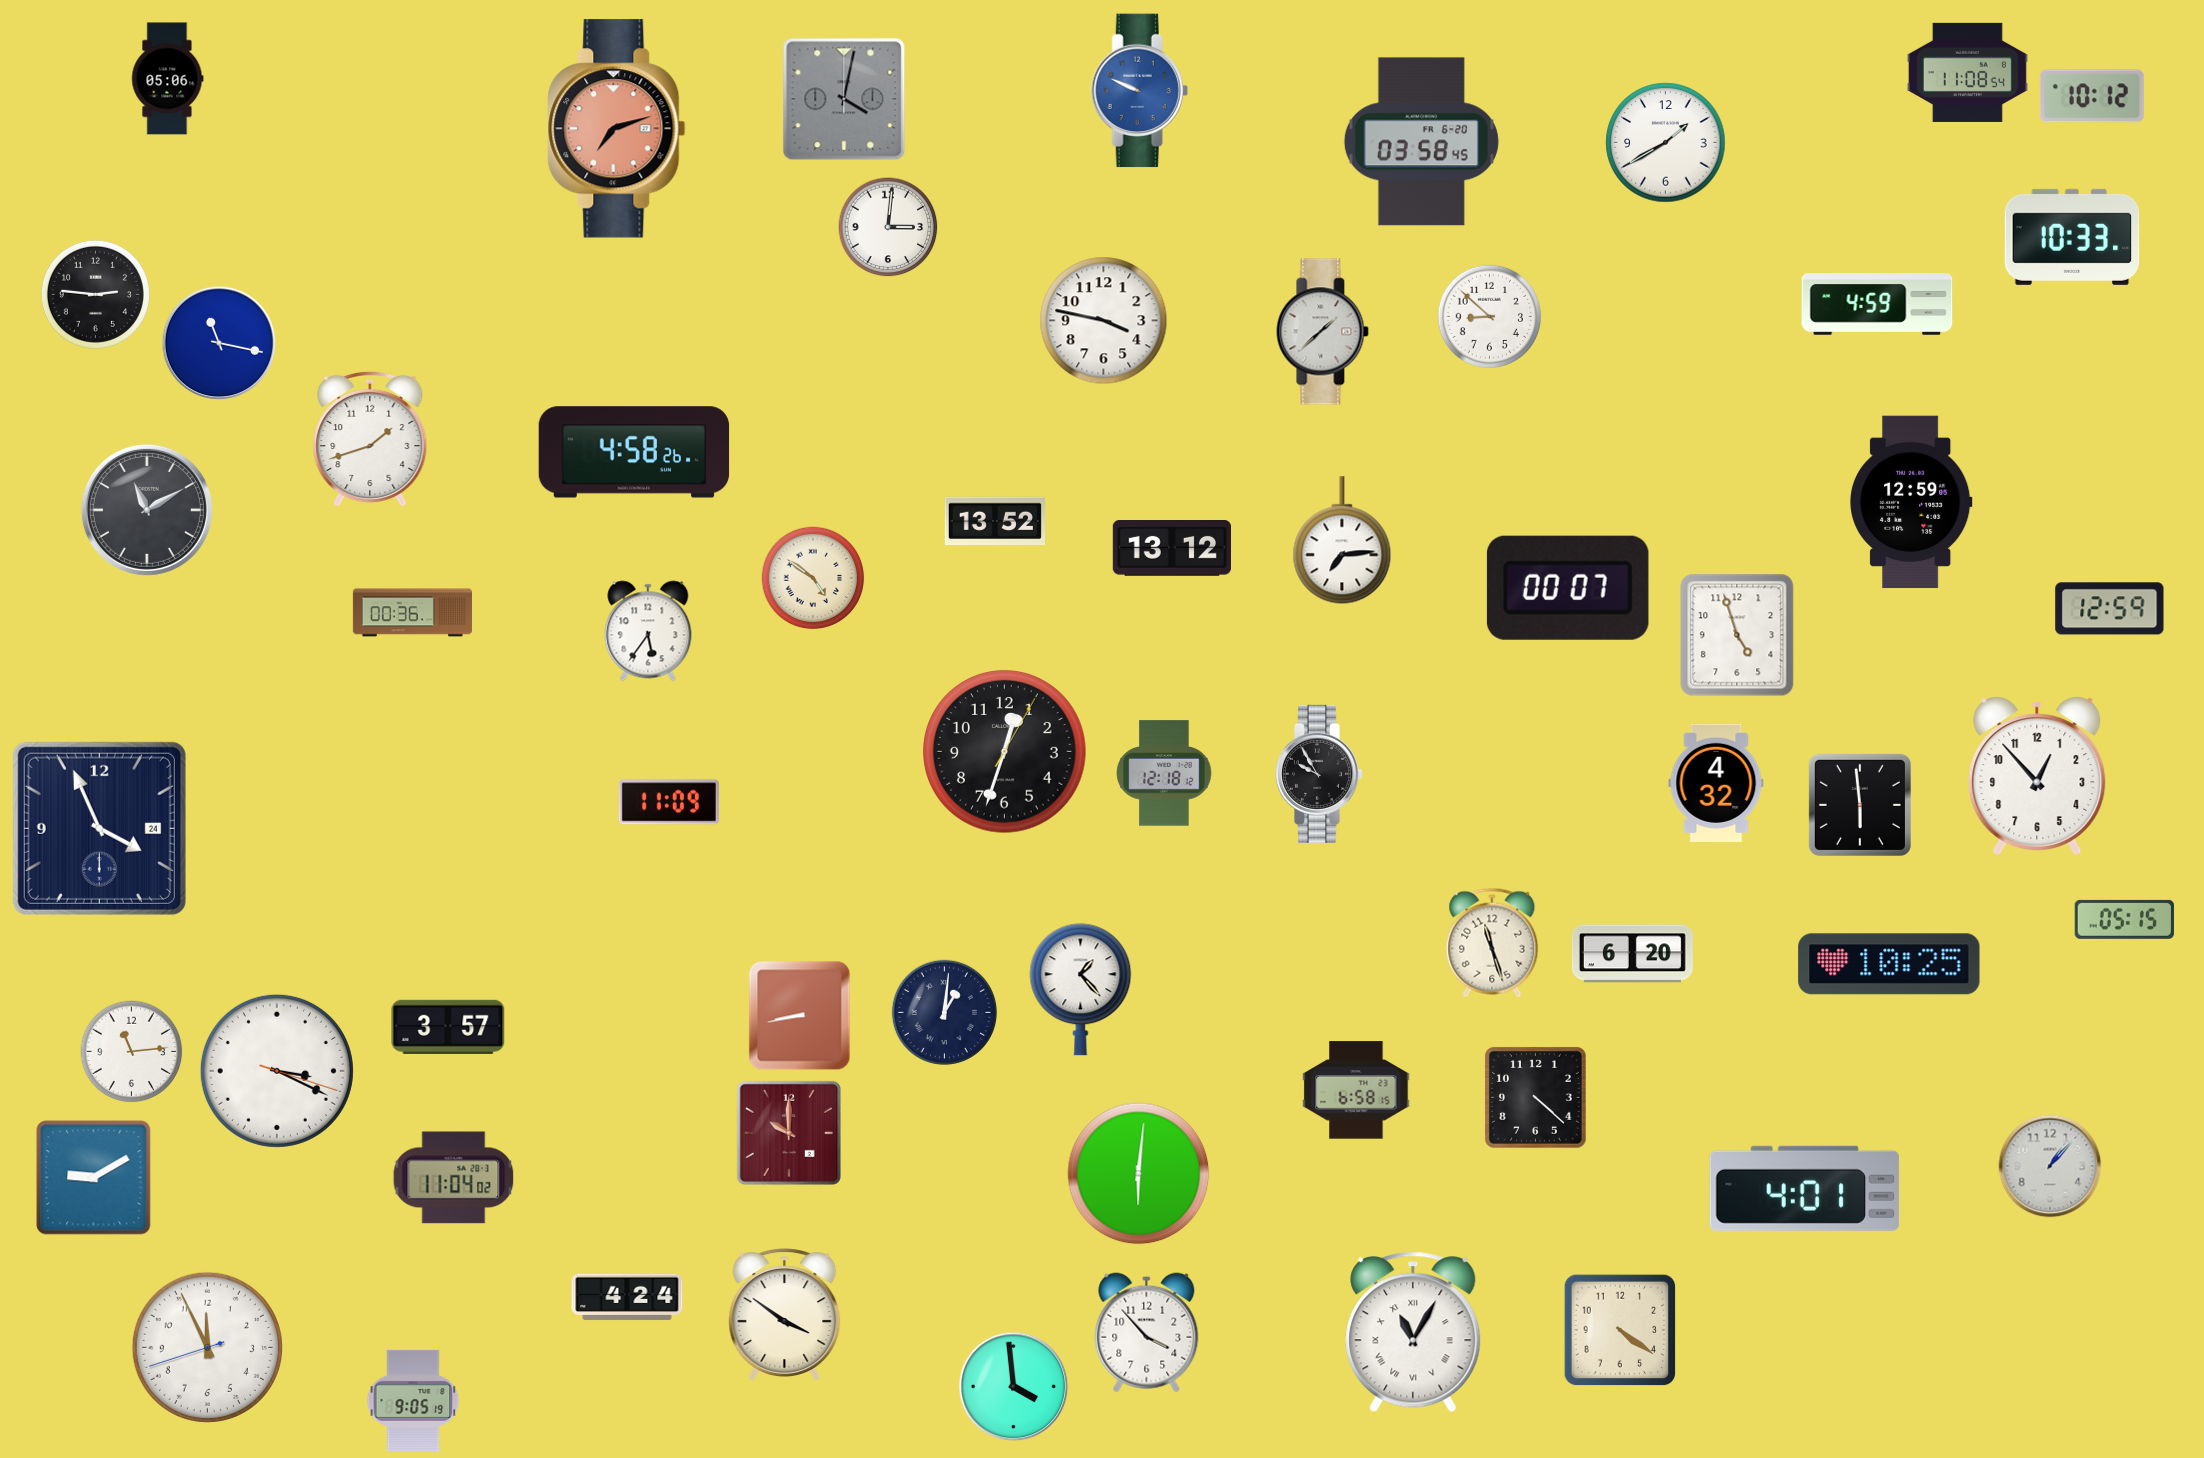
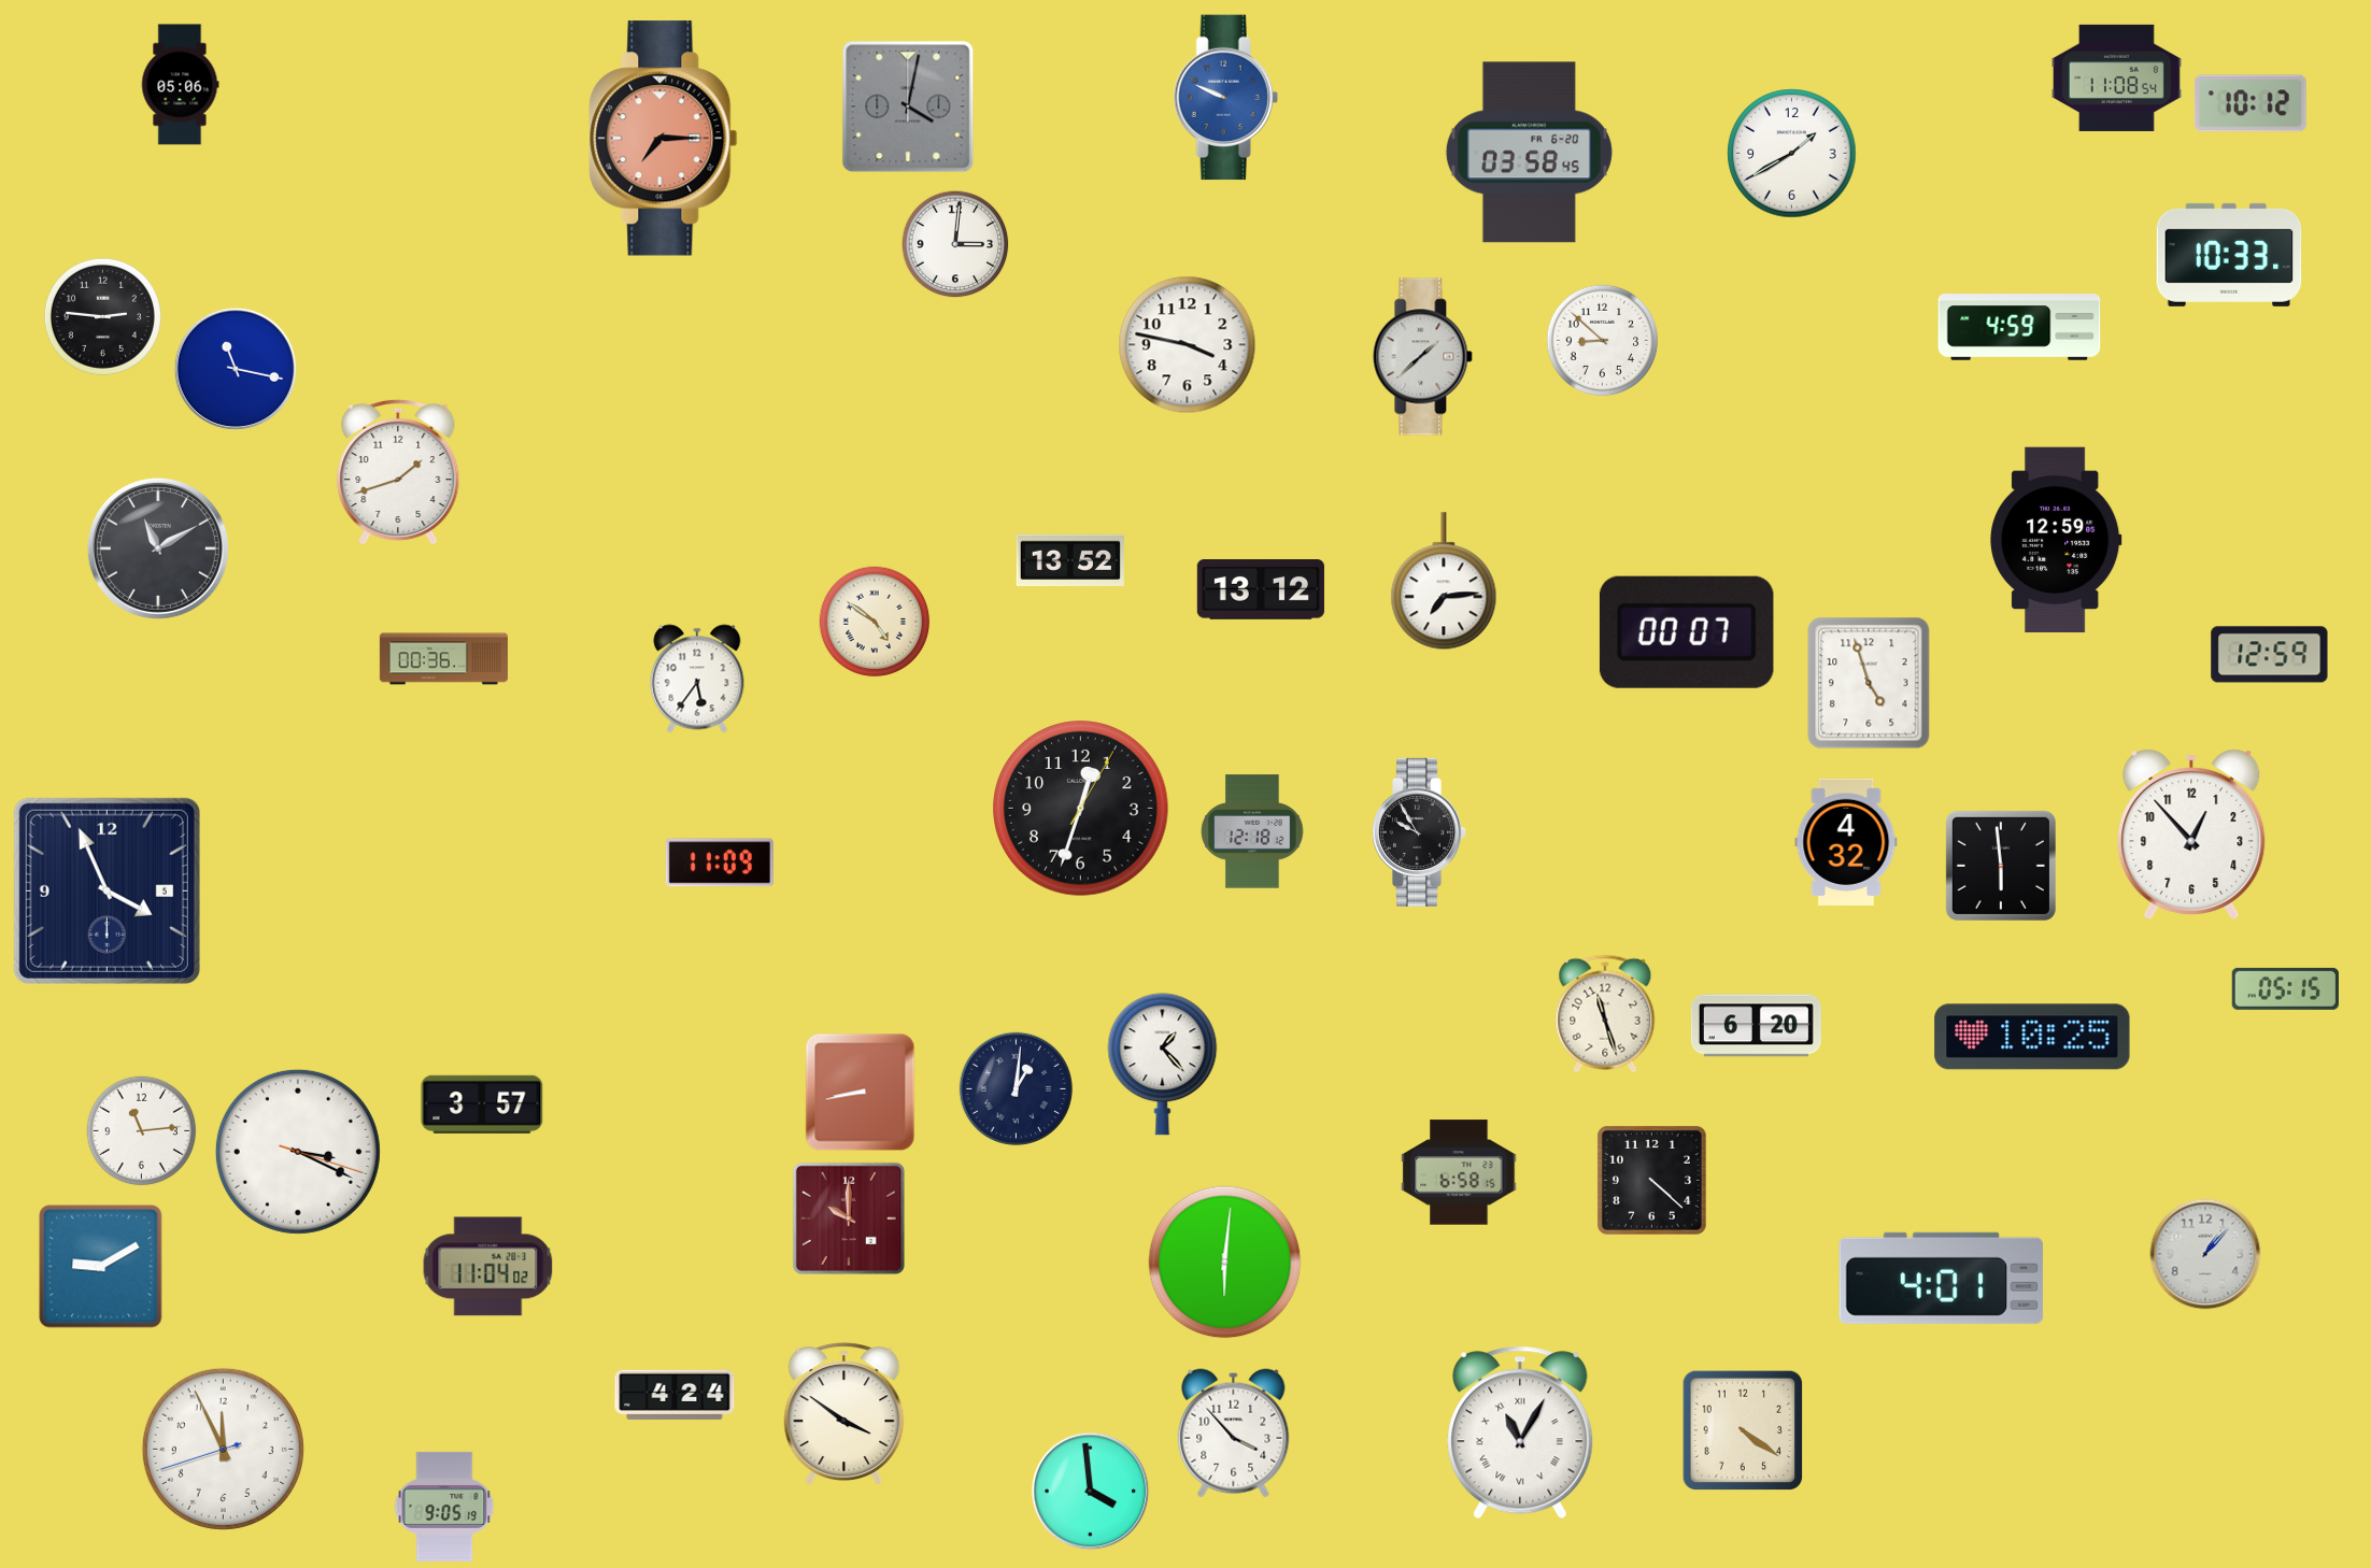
clock at (617, 129): 7:12 -> 7:15
clock at (634, 452): 4:58 -> none
clock at (99, 828) date: 24 -> 5
